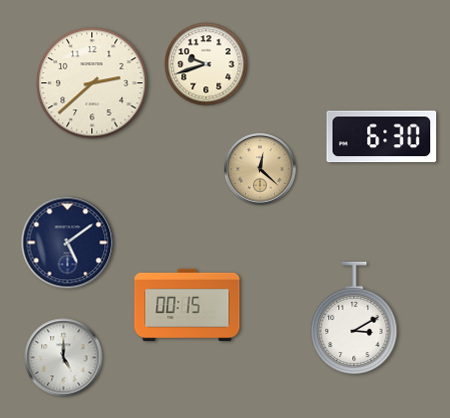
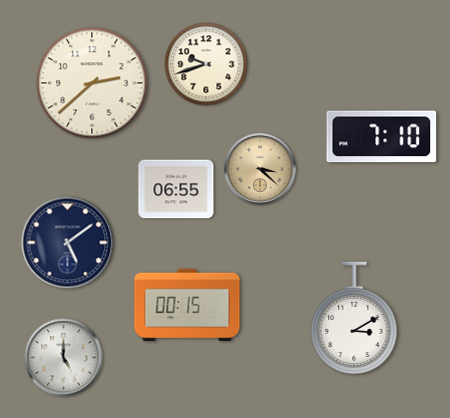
clock at (382, 137): 6:30 -> 7:10
clock at (260, 169): 12:22 -> 3:22
clock at (176, 189): none -> 06:55
